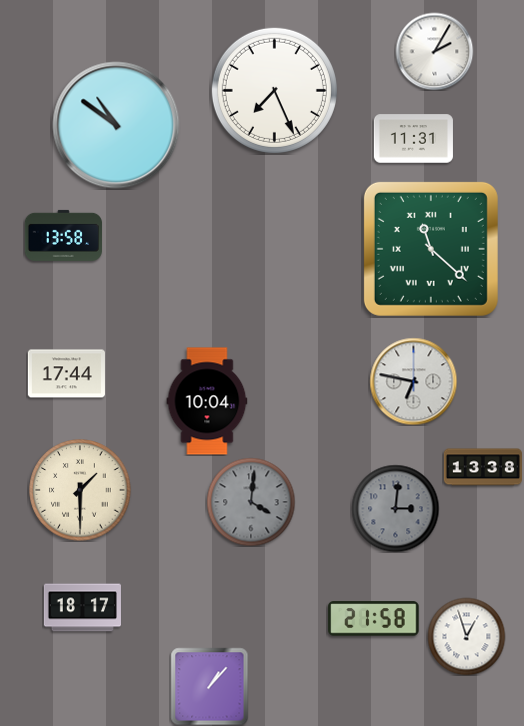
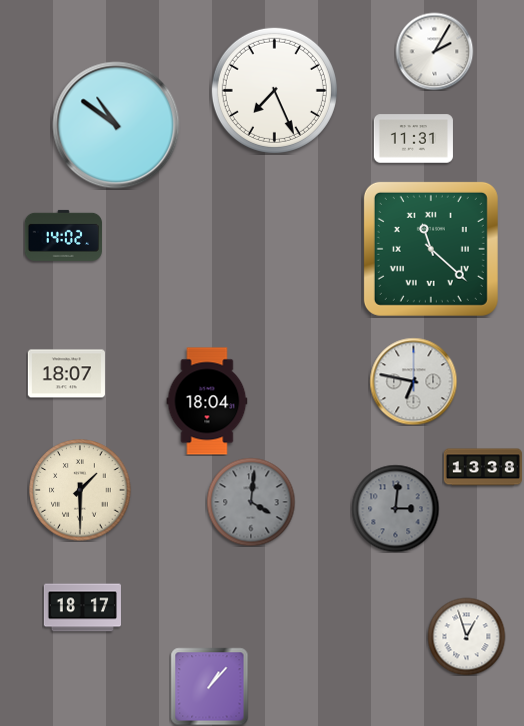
clock at (63, 235): 13:58 -> 14:02
clock at (66, 374): 17:44 -> 18:07
clock at (207, 401): 10:04 -> 18:04
clock at (374, 619): 21:58 -> none
